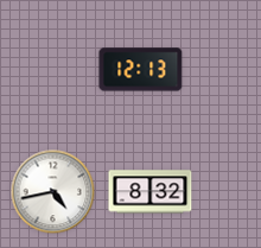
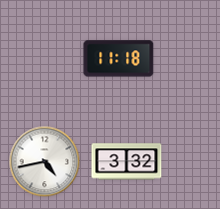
clock at (141, 70): 12:13 -> 11:18
clock at (151, 192): 8:32 -> 3:32
